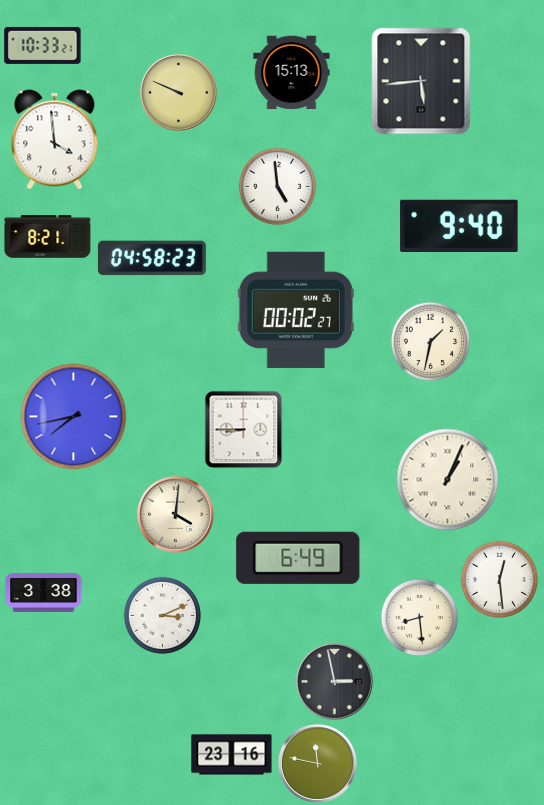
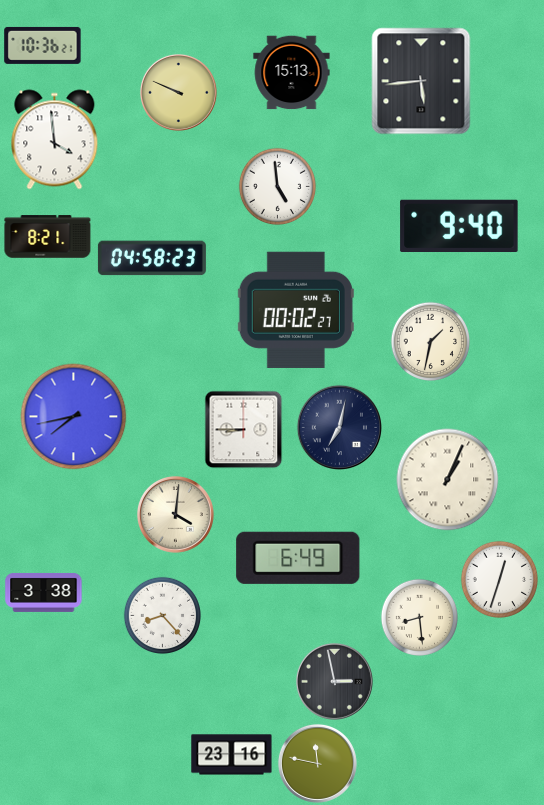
clock at (43, 45): 10:33 -> 10:36
clock at (339, 427): none -> 7:02
clock at (499, 579): 12:29 -> 12:33
clock at (162, 615): 3:11 -> 8:23
